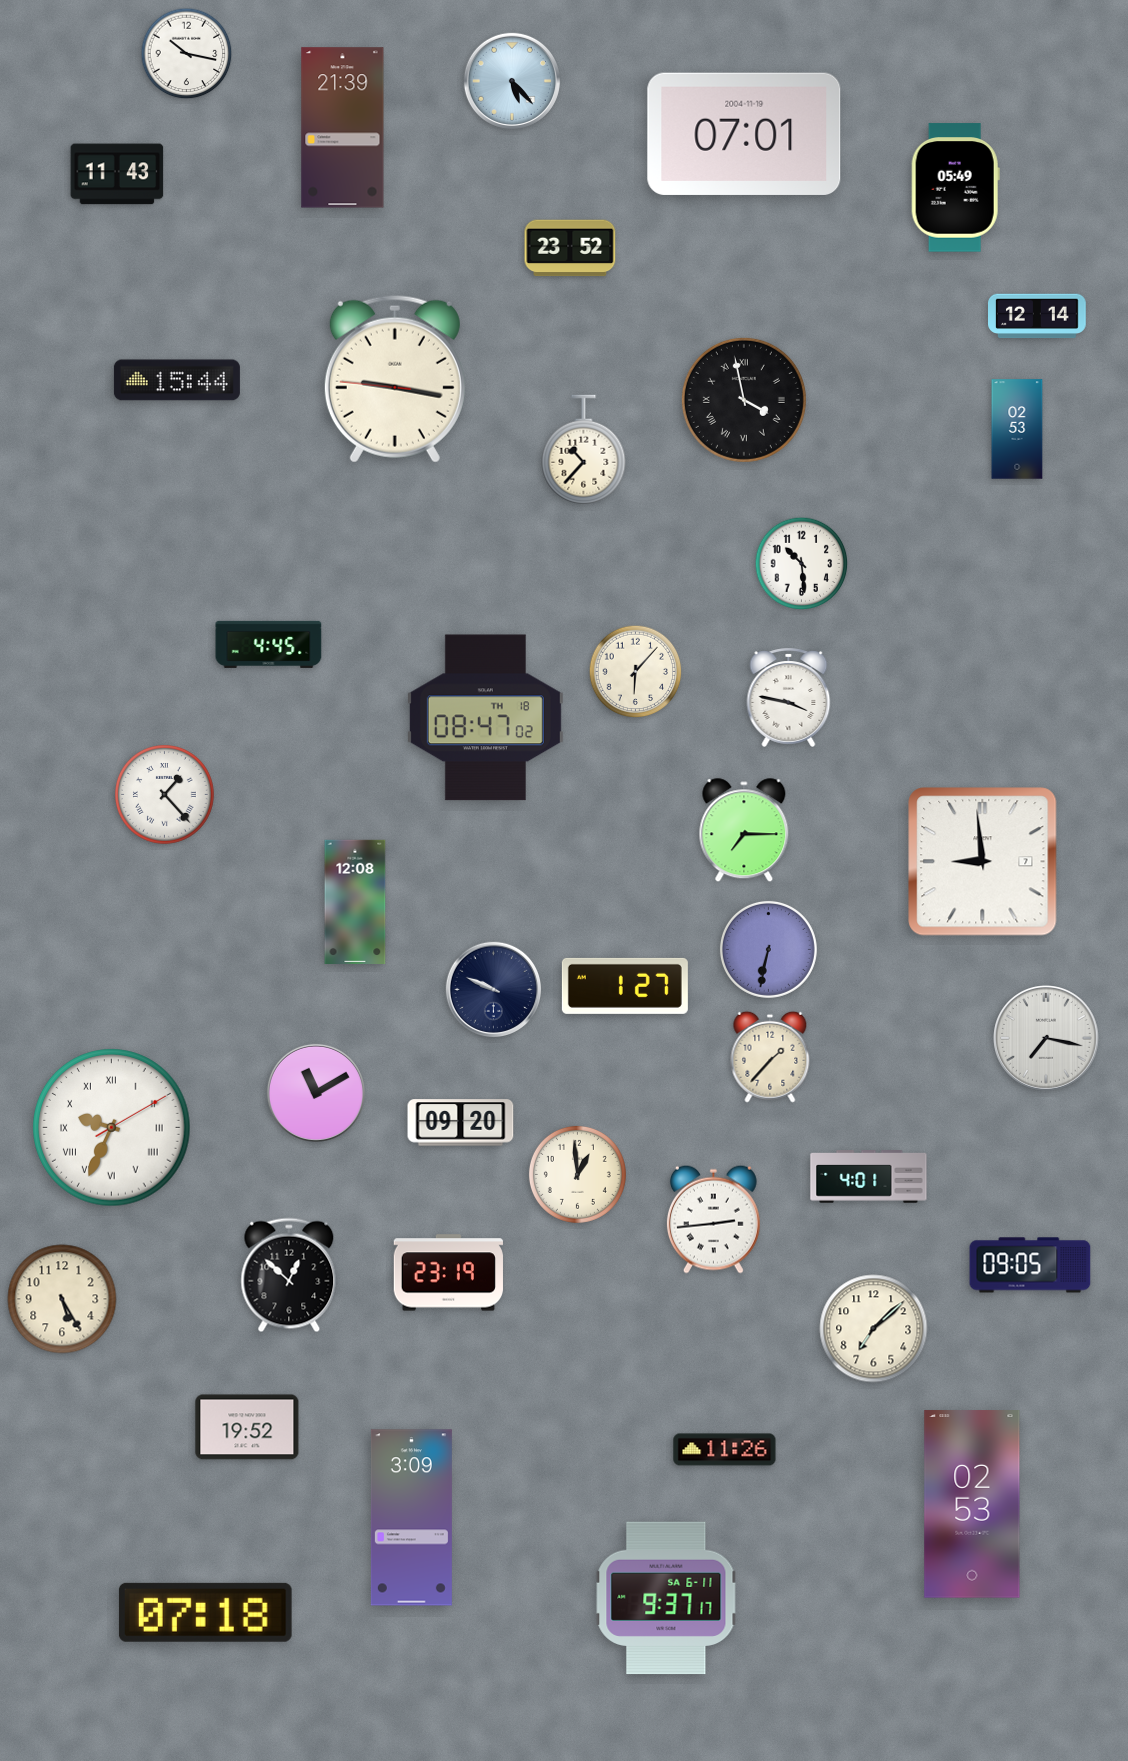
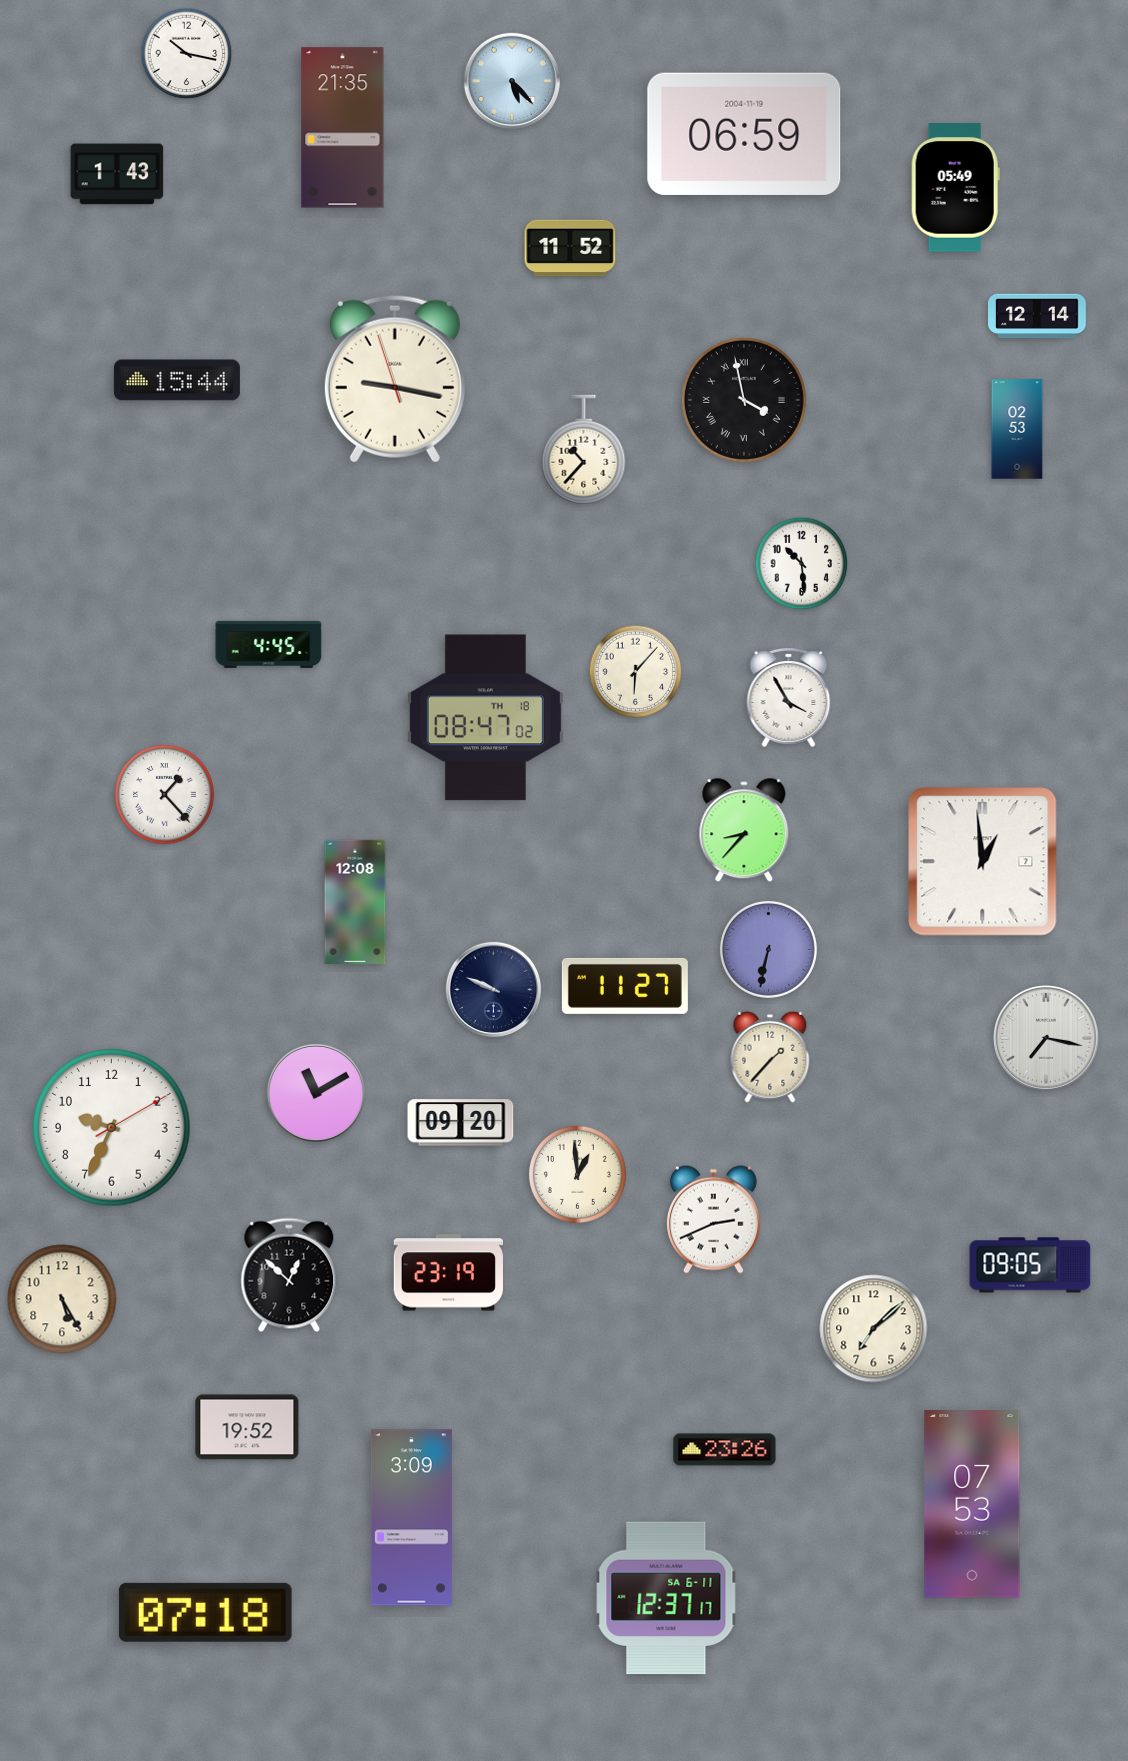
clock at (343, 128): 21:39 -> 21:35
clock at (744, 134): 07:01 -> 06:59
clock at (117, 174): 11:43 -> 1:43
clock at (570, 248): 23:52 -> 11:52
clock at (395, 379): 9:16:46 -> 9:16:57
clock at (789, 697): 3:47 -> 3:55
clock at (744, 831): 7:15 -> 8:37
clock at (983, 862): 8:59 -> 12:59
clock at (625, 986): 1:27 -> 11:27
clock at (112, 1128) numerals: Roman -> Arabic
clock at (869, 1177): 4:01 -> none
clock at (713, 1219): 2:44 -> 2:41
clock at (725, 1450): 11:26 -> 23:26
clock at (972, 1504): 02:53 -> 07:53
clock at (666, 1598): 9:37 -> 12:37
